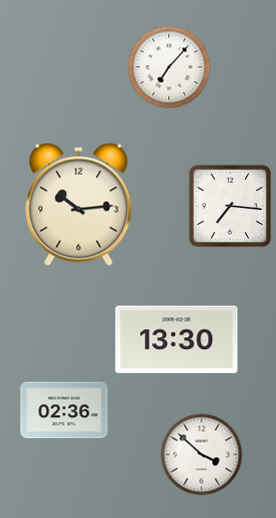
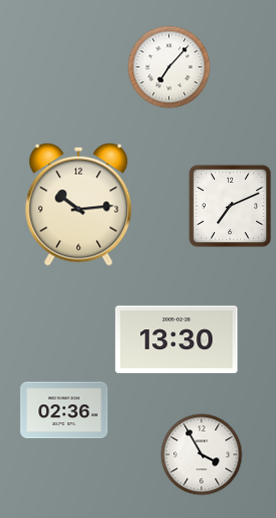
clock at (230, 206): 7:16 -> 7:11
clock at (202, 455): 3:52 -> 3:55
